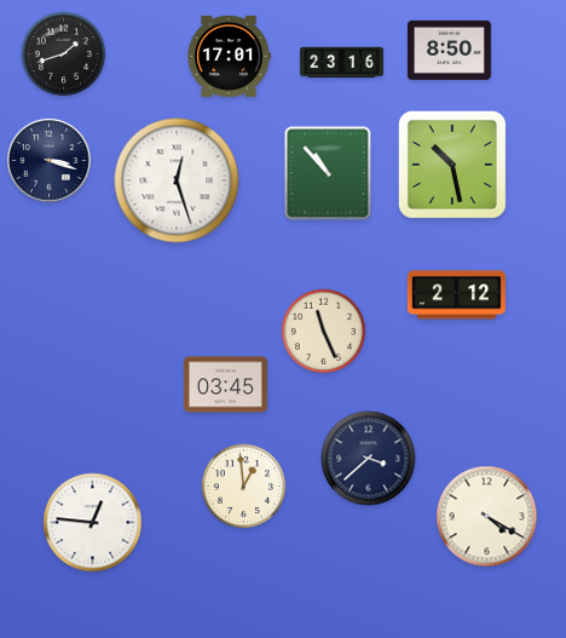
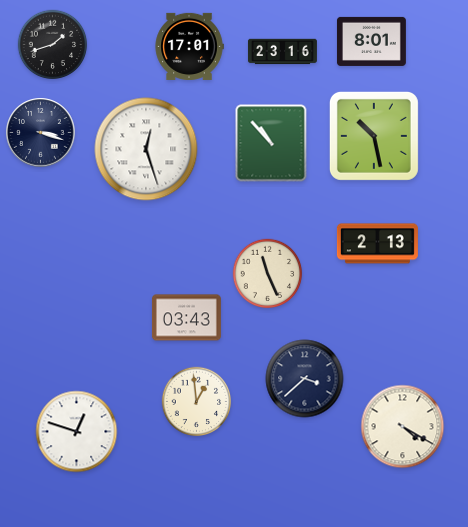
clock at (449, 50): 8:50 -> 8:01
clock at (456, 295): 2:12 -> 2:13
clock at (225, 385): 03:45 -> 03:43
clock at (244, 487) position: (244, 487) -> (197, 402)
clock at (93, 523): 12:46 -> 12:48
